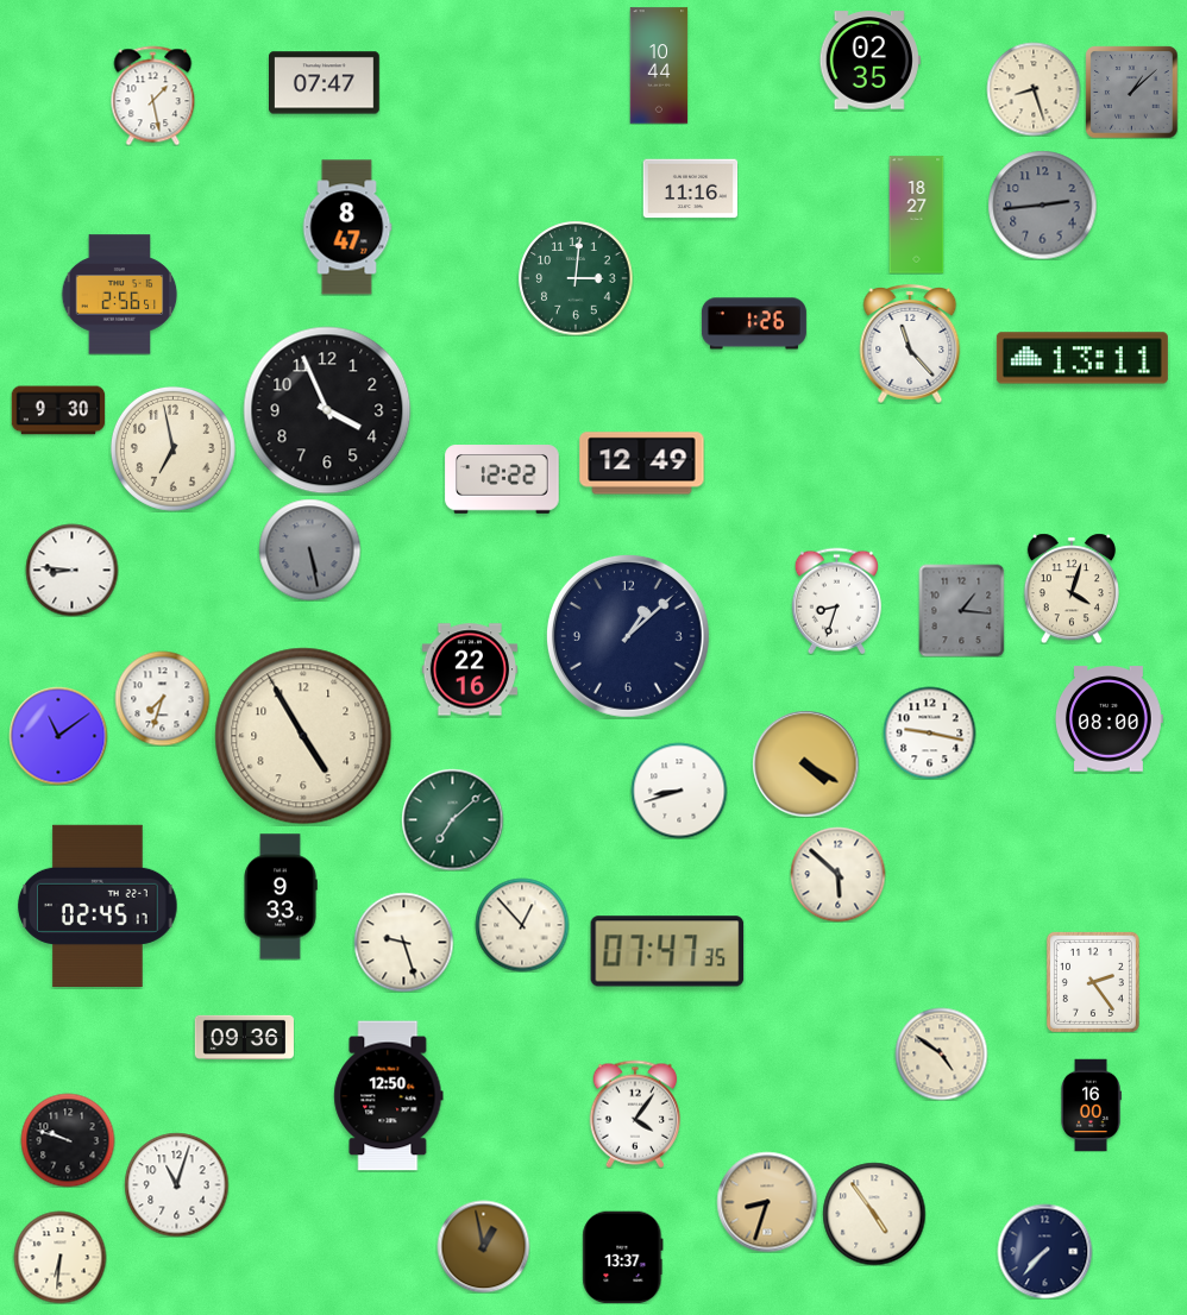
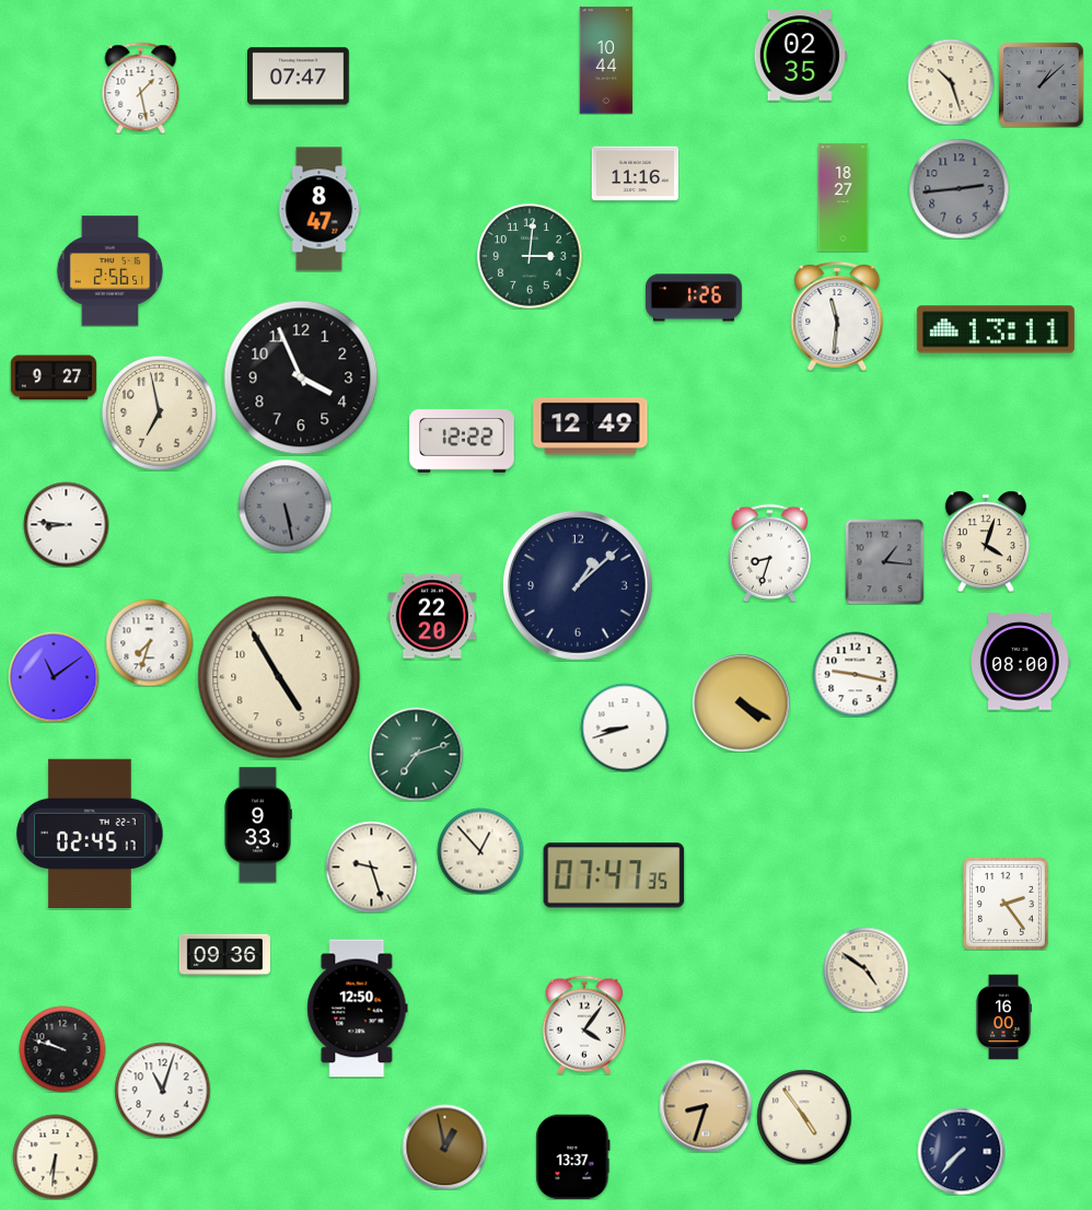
clock at (1034, 89): 8:27 -> 10:27
clock at (910, 344): 11:23 -> 11:31
clock at (58, 410): 9:30 -> 9:27
clock at (470, 669): 22:16 -> 22:20
clock at (452, 819): 7:08 -> 7:12
clock at (837, 874): 5:52 -> none
